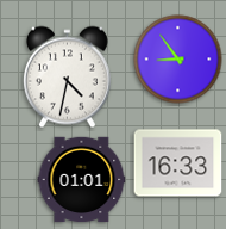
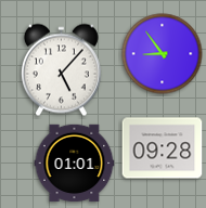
clock at (67, 78): 4:32 -> 5:07
clock at (178, 163): 16:33 -> 09:28
